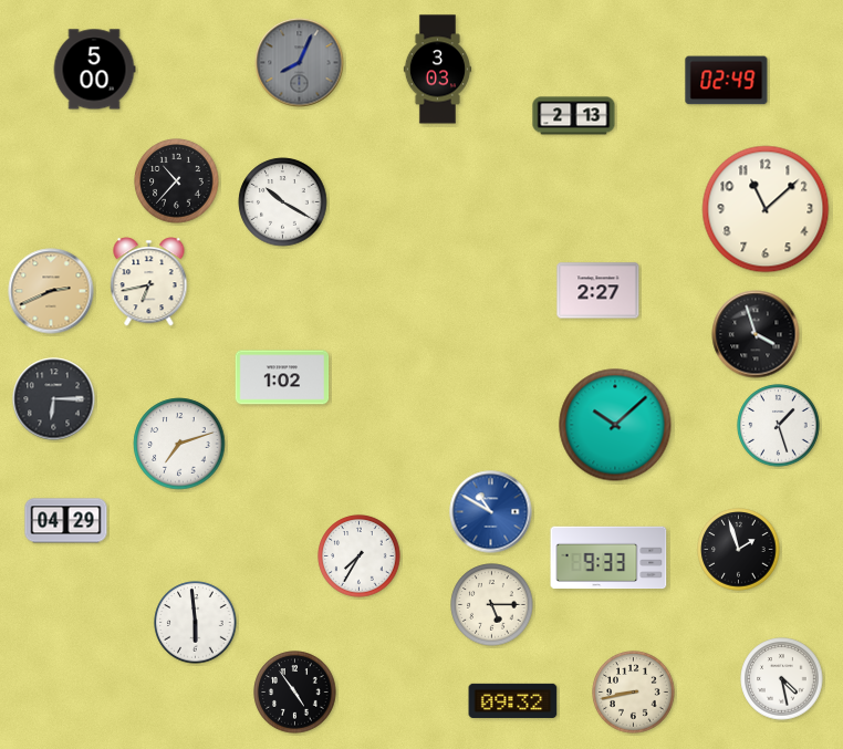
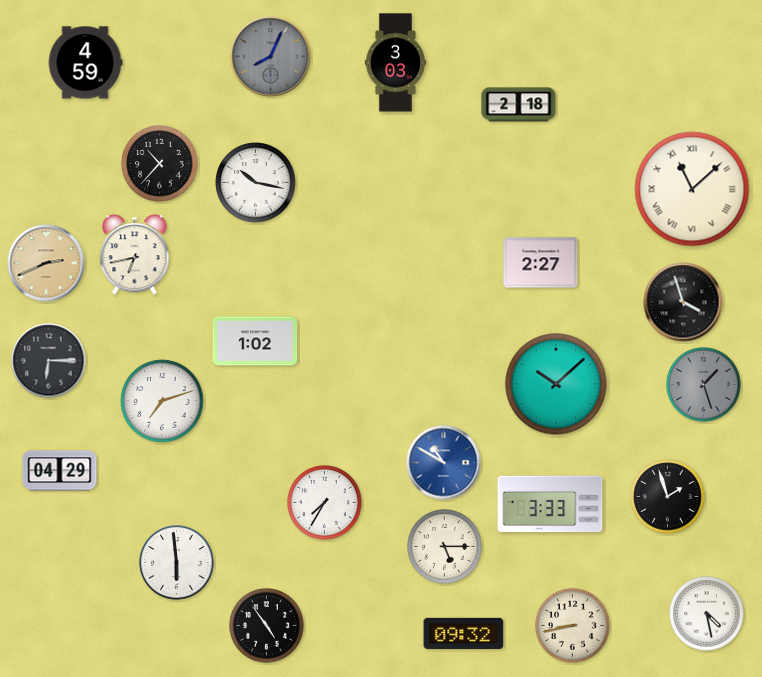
clock at (94, 70): 5:00 -> 4:59
clock at (727, 81): 02:49 -> none
clock at (574, 116): 2:13 -> 2:18
clock at (283, 202): 10:20 -> 10:17
clock at (766, 209) numerals: Arabic -> Roman
clock at (779, 426) dial: white -> grey
clock at (608, 558): 9:33 -> 3:33
